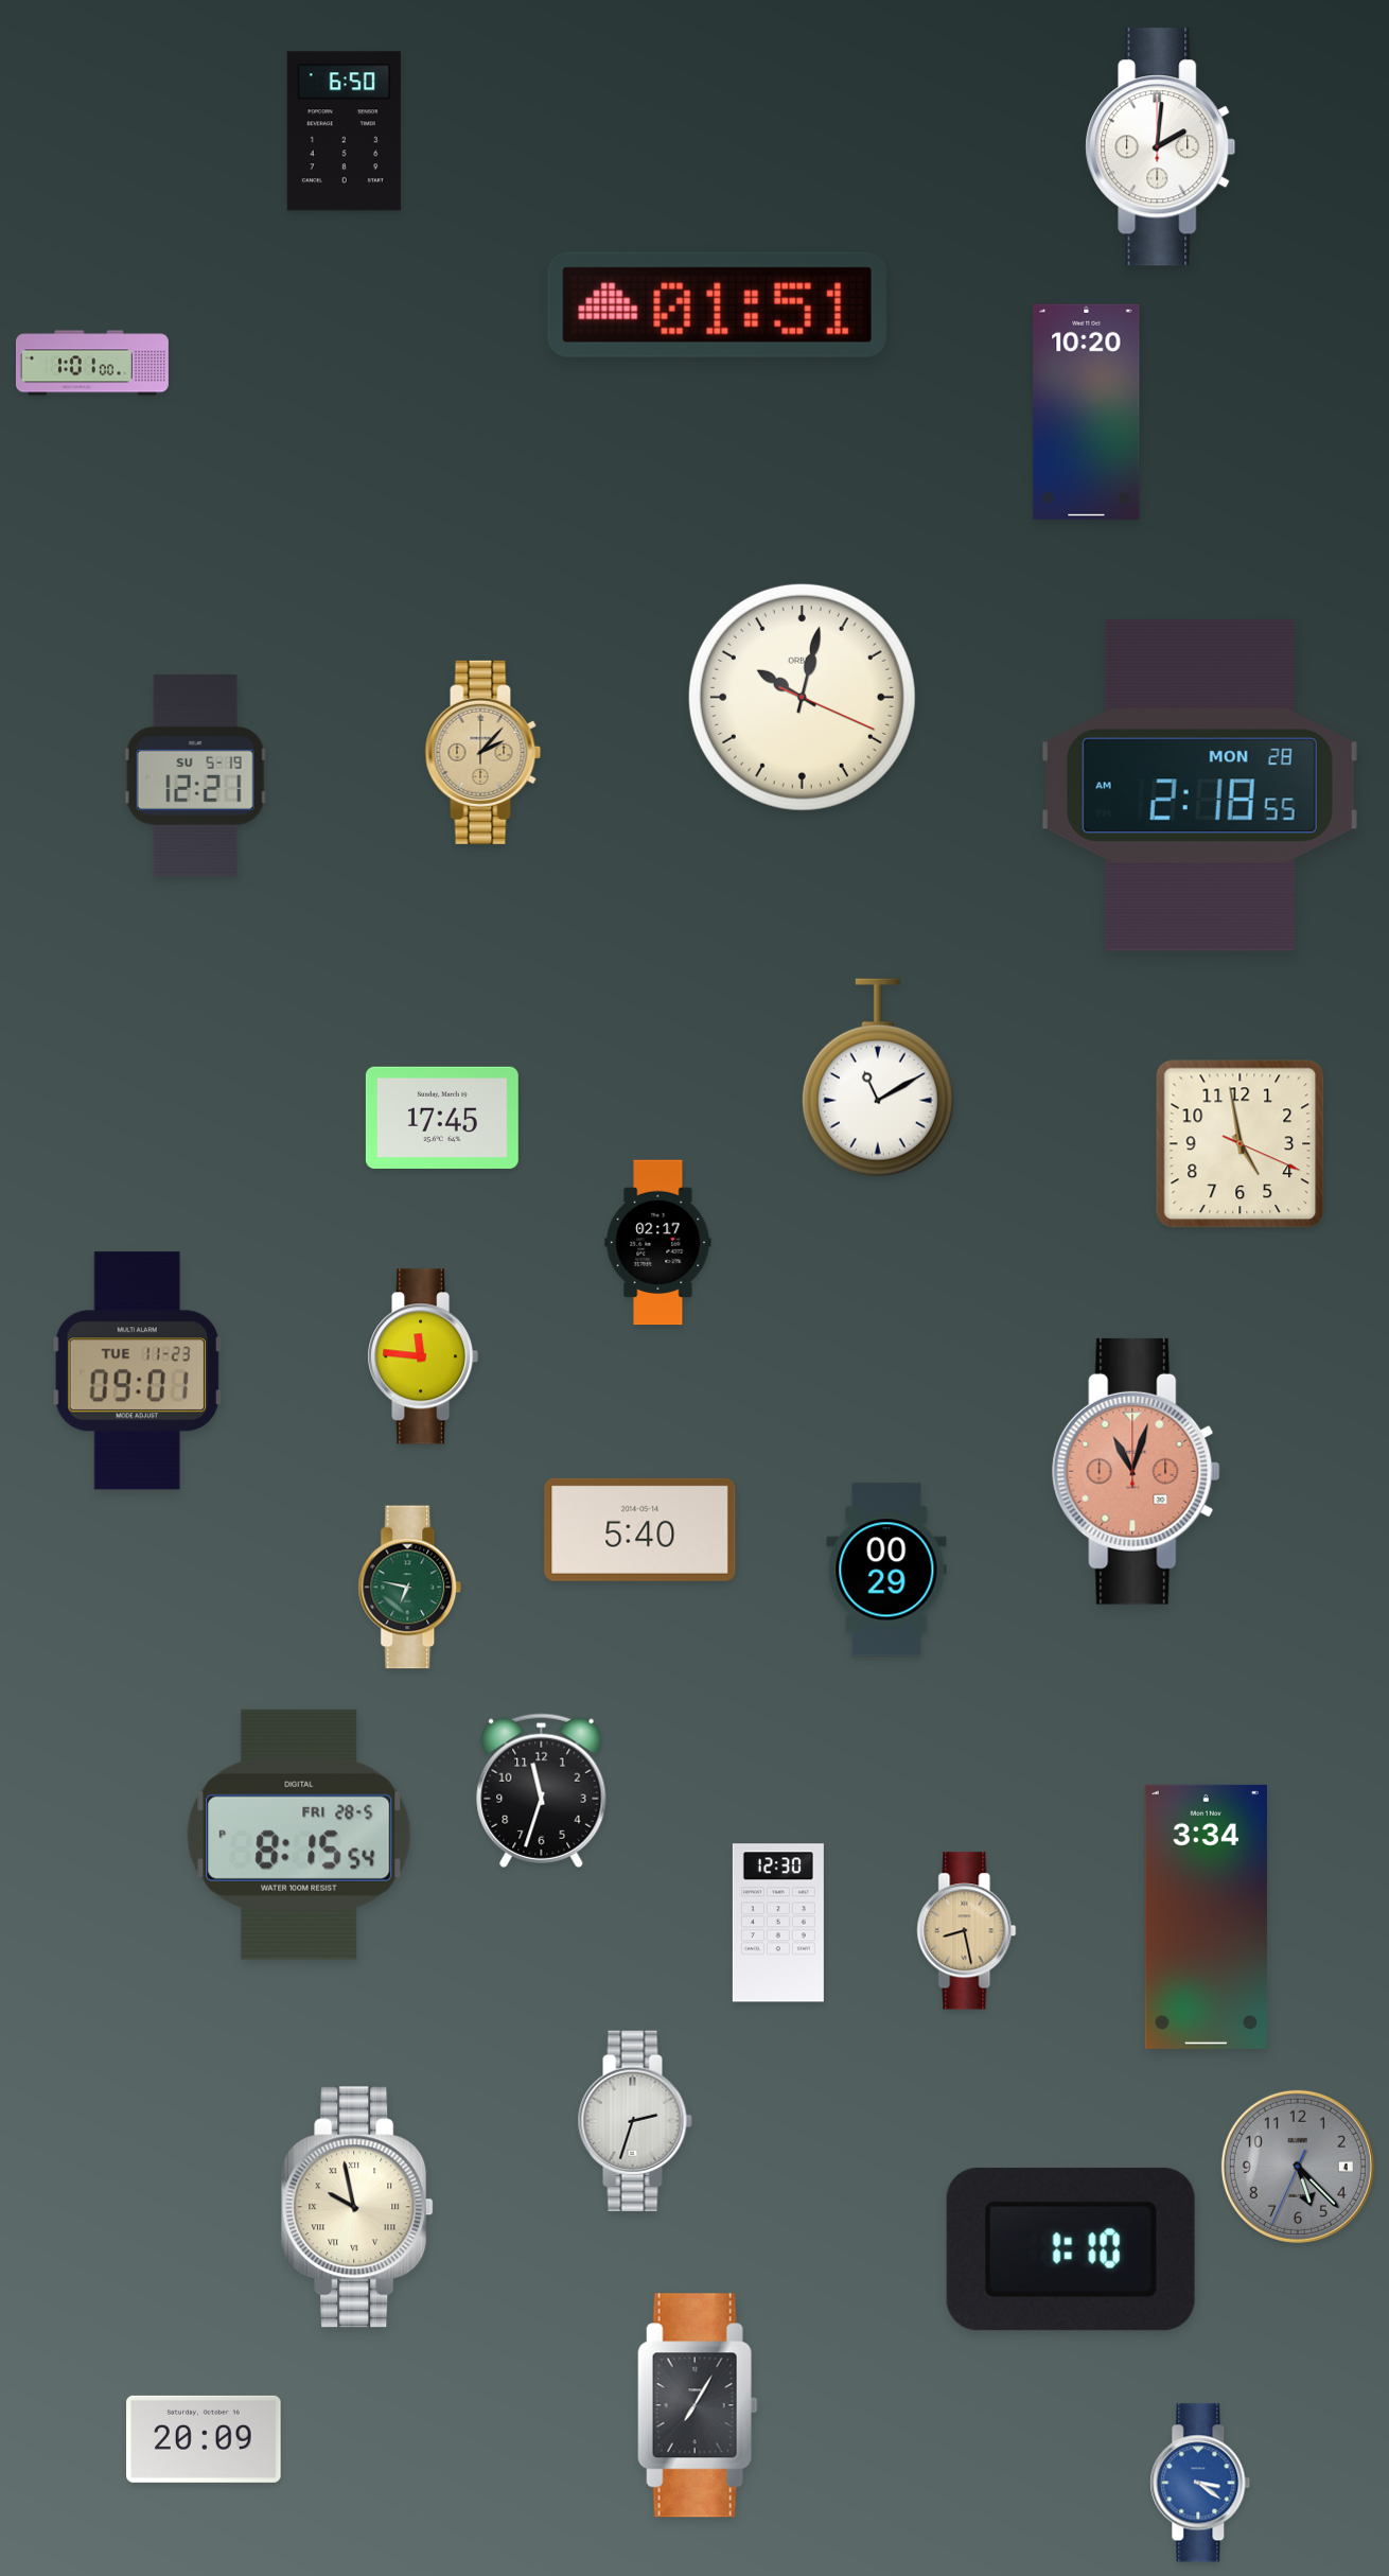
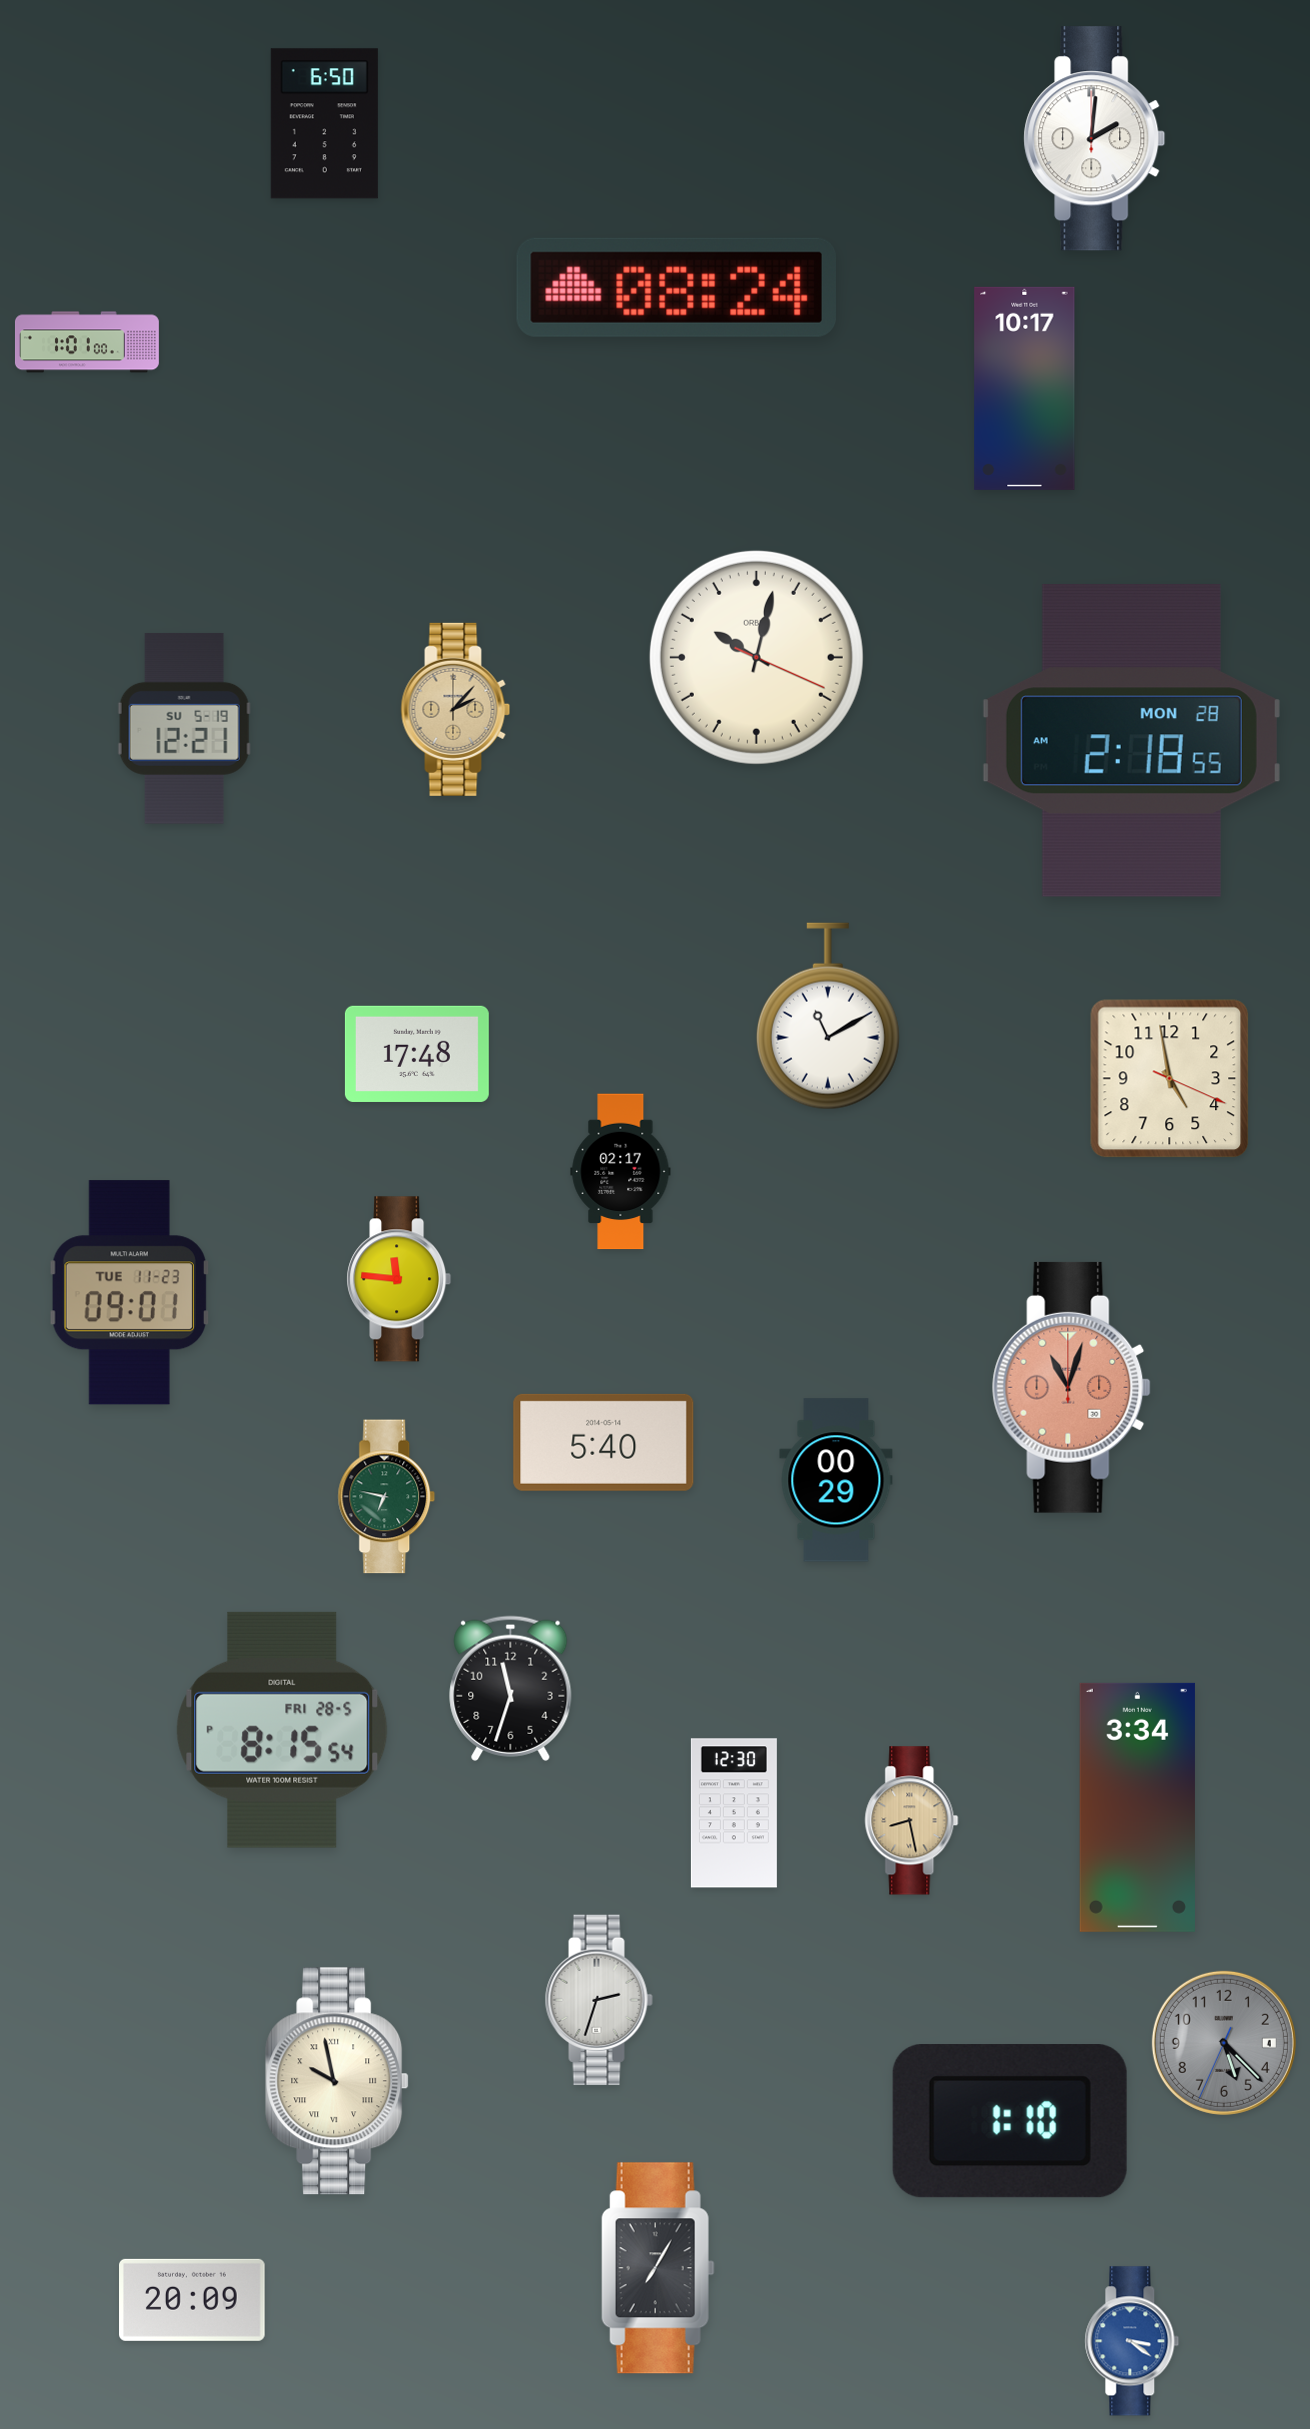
clock at (717, 304): 01:51 -> 08:24
clock at (1087, 411): 10:20 -> 10:17
clock at (195, 775) position: (195, 775) -> (184, 728)
clock at (442, 1118): 17:45 -> 17:48
